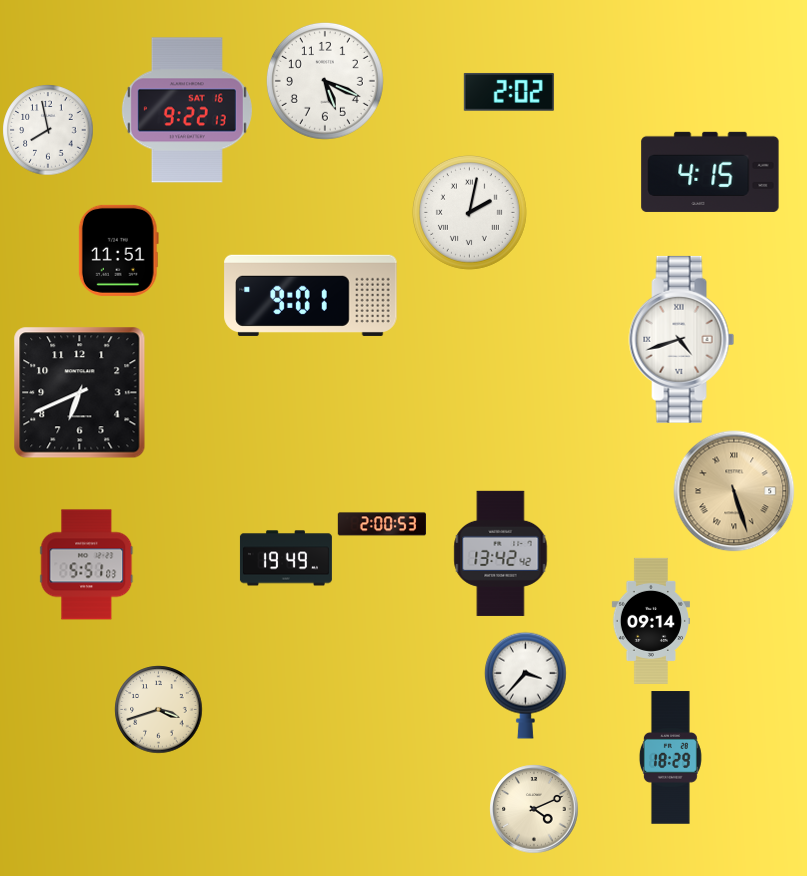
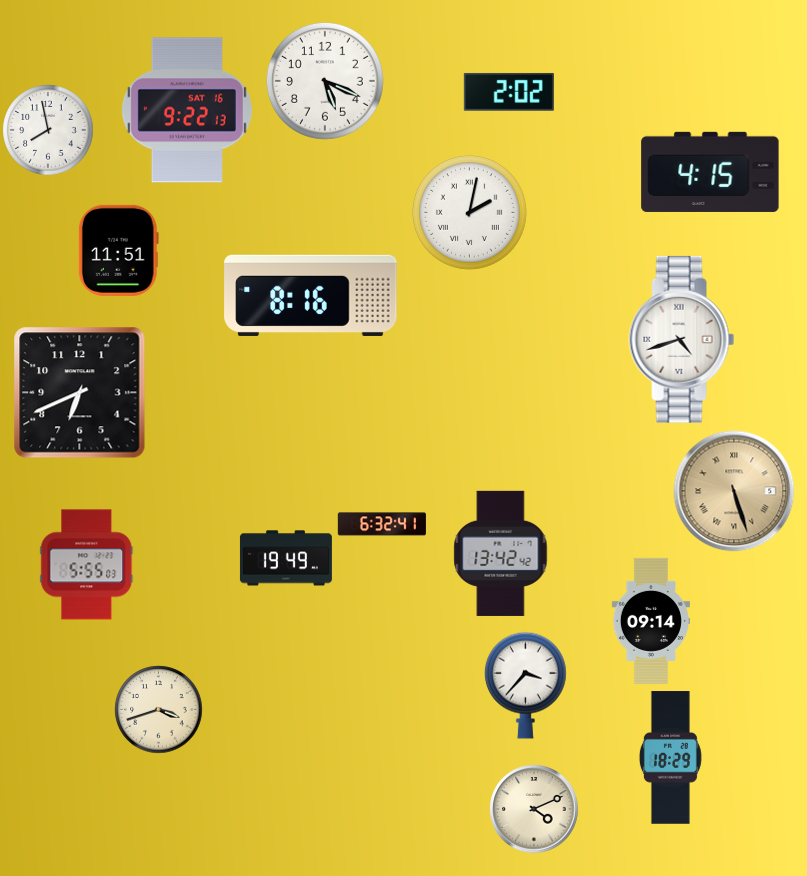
clock at (311, 295): 9:01 -> 8:16
clock at (381, 524): 2:00 -> 6:32
clock at (87, 565): 5:51 -> 5:55
